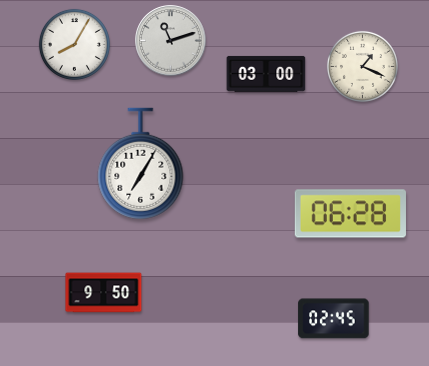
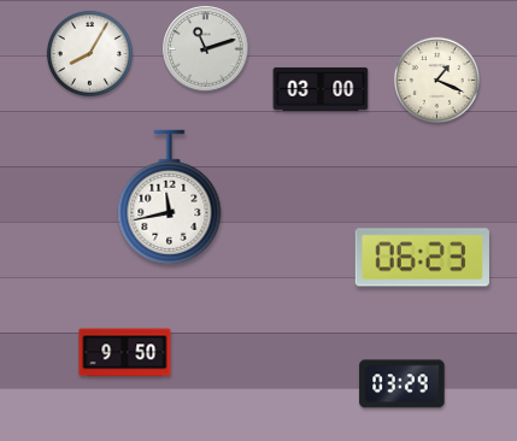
clock at (141, 164): 7:05 -> 11:43
clock at (350, 214): 06:28 -> 06:23
clock at (334, 319): 02:45 -> 03:29
